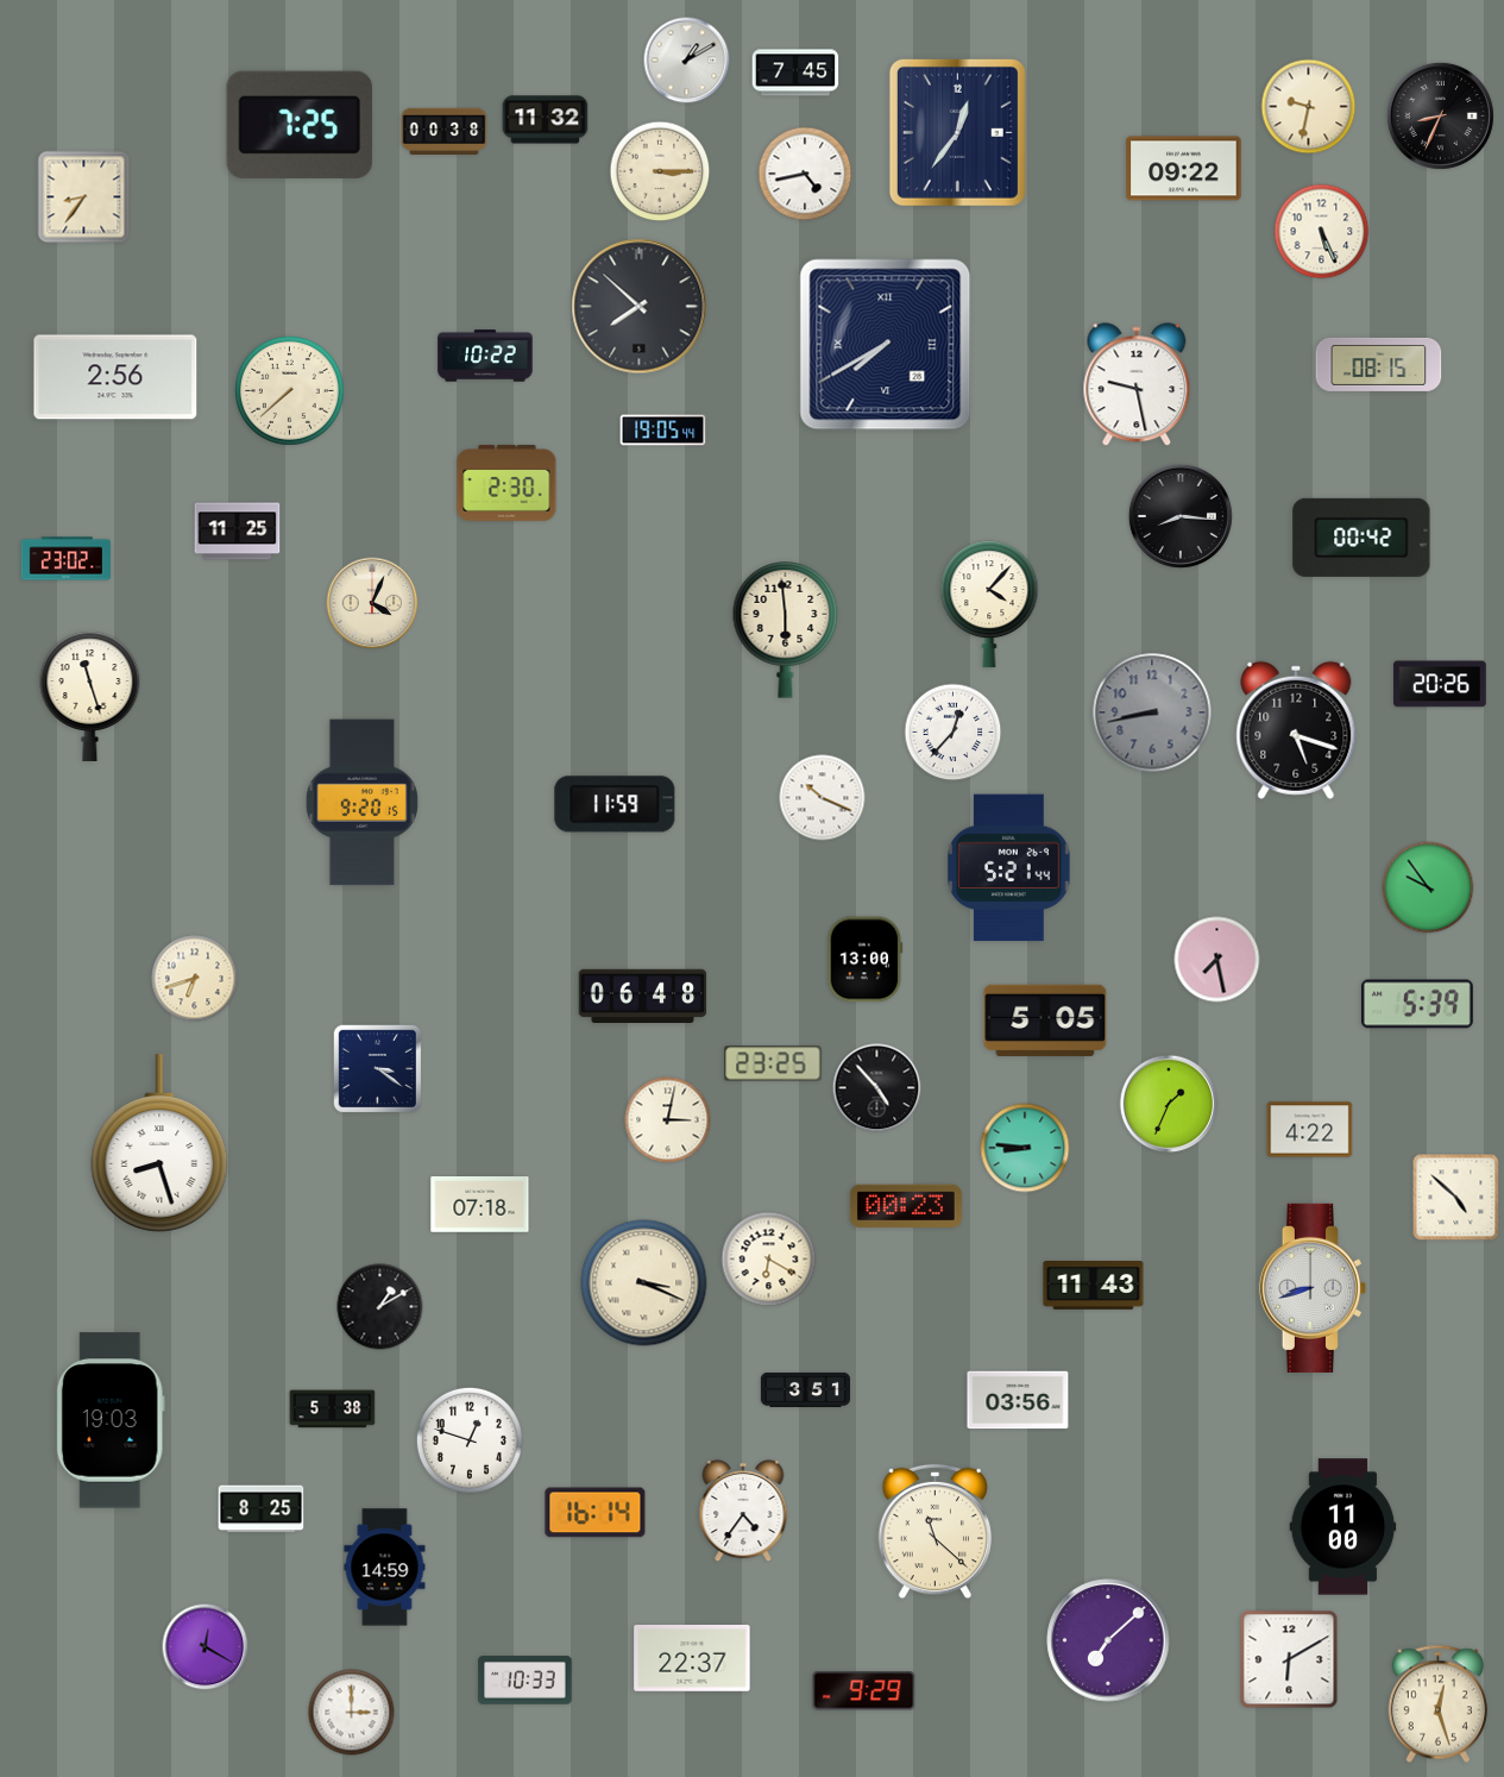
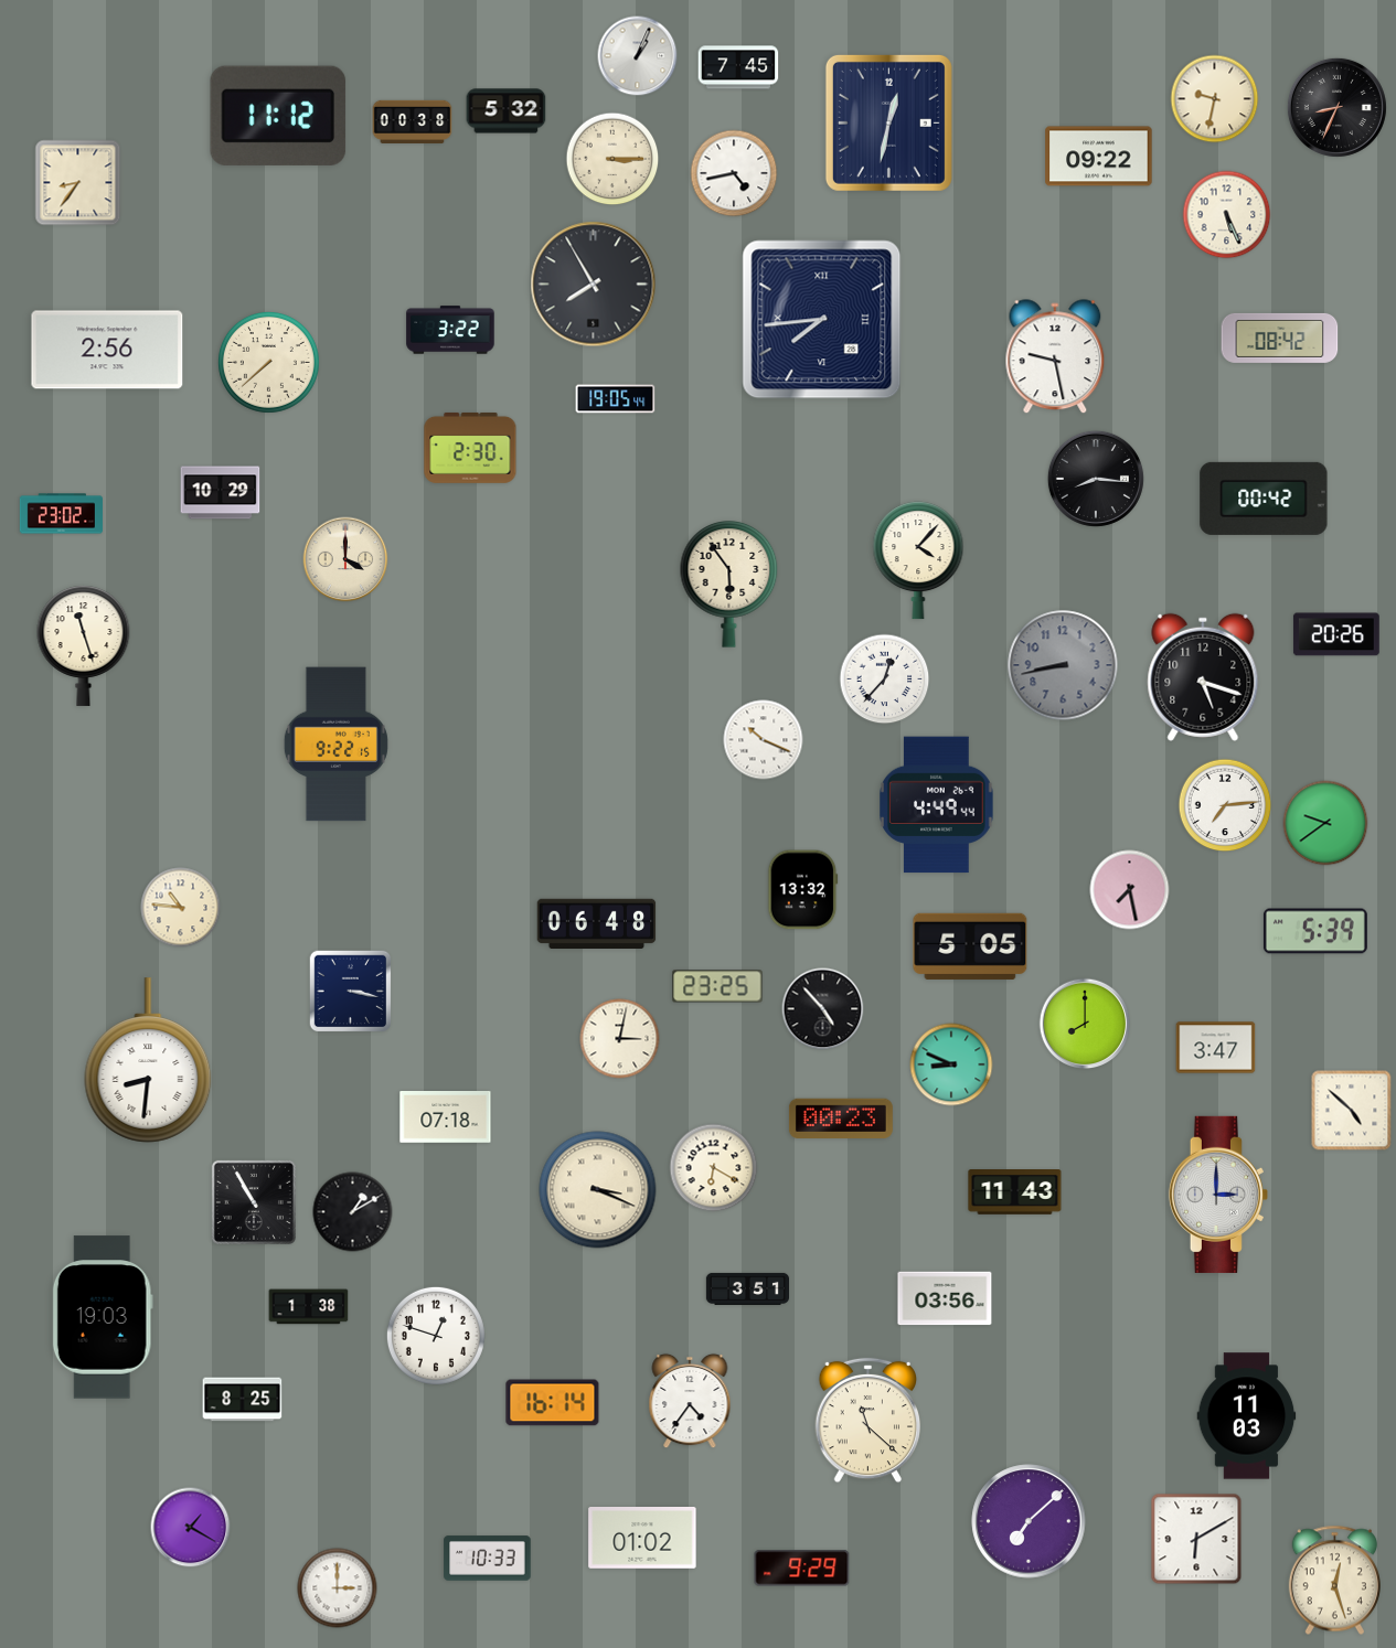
clock at (687, 61): 1:10 -> 1:04
clock at (546, 120): 11:32 -> 5:32
clock at (300, 125): 7:25 -> 11:12
clock at (957, 132): 12:36 -> 12:32
clock at (805, 174) position: (805, 174) -> (734, 173)
clock at (640, 307): 7:52 -> 7:55
clock at (886, 345): 7:40 -> 7:44
clock at (485, 356): 10:22 -> 3:22
clock at (1379, 364): 08:15 -> 08:42
clock at (238, 532): 11:25 -> 10:29
clock at (65, 559) position: (65, 559) -> (61, 514)
clock at (372, 603): 4:04 -> 4:00
clock at (786, 630): 5:59 -> 5:54
clock at (1152, 712) position: (1152, 712) -> (1063, 665)
clock at (361, 803): 9:20 -> 9:22
clock at (615, 804): 11:59 -> none
clock at (1009, 868): 5:21 -> 4:49
clock at (1225, 805): none -> 7:14
clock at (1428, 887): 9:54 -> 9:39
clock at (866, 960): 13:00 -> 13:32
clock at (195, 979): 6:42 -> 10:46
clock at (378, 1069): 3:21 -> 3:17
clock at (877, 1088) position: (877, 1088) -> (823, 1009)
clock at (1169, 1104): 1:34 -> 8:00
clock at (1310, 1130): 4:22 -> 3:47
clock at (159, 1143): 8:27 -> 8:31
clock at (1025, 1148): 8:46 -> 8:49
clock at (1313, 1288): 8:42 -> 3:00
clock at (254, 1202): none -> 10:55
clock at (333, 1409): 5:38 -> 1:38
clock at (1343, 1527): 11:00 -> 11:03
clock at (385, 1568): 14:59 -> none
clock at (206, 1647): 12:20 -> 1:20
clock at (692, 1659): 22:37 -> 01:02
clock at (352, 1713) position: (352, 1713) -> (338, 1588)
